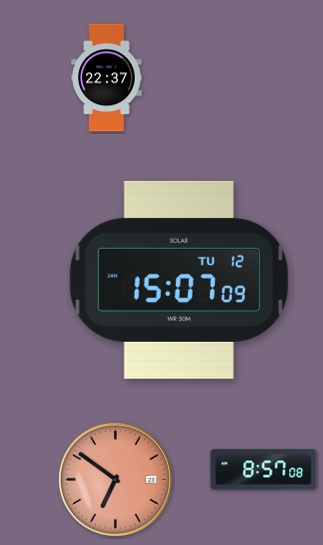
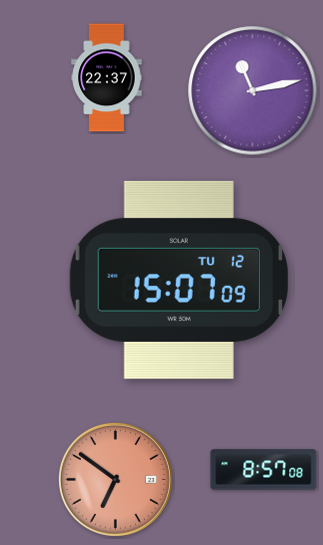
clock at (253, 91): none -> 11:13
